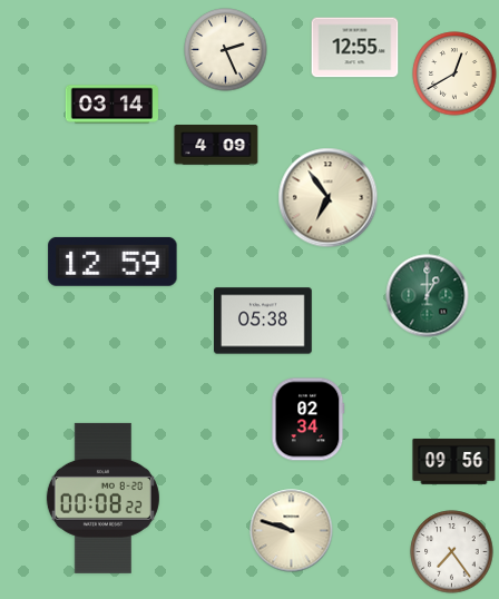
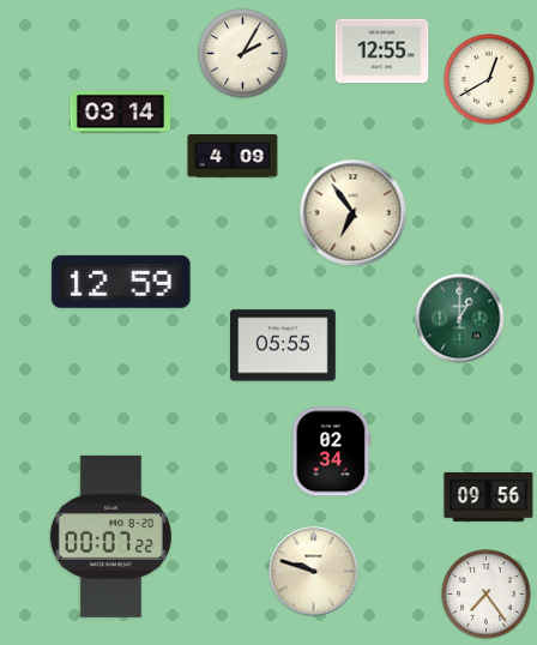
clock at (226, 50): 2:26 -> 2:05
clock at (264, 321): 05:38 -> 05:55
clock at (102, 498): 00:08 -> 00:07
